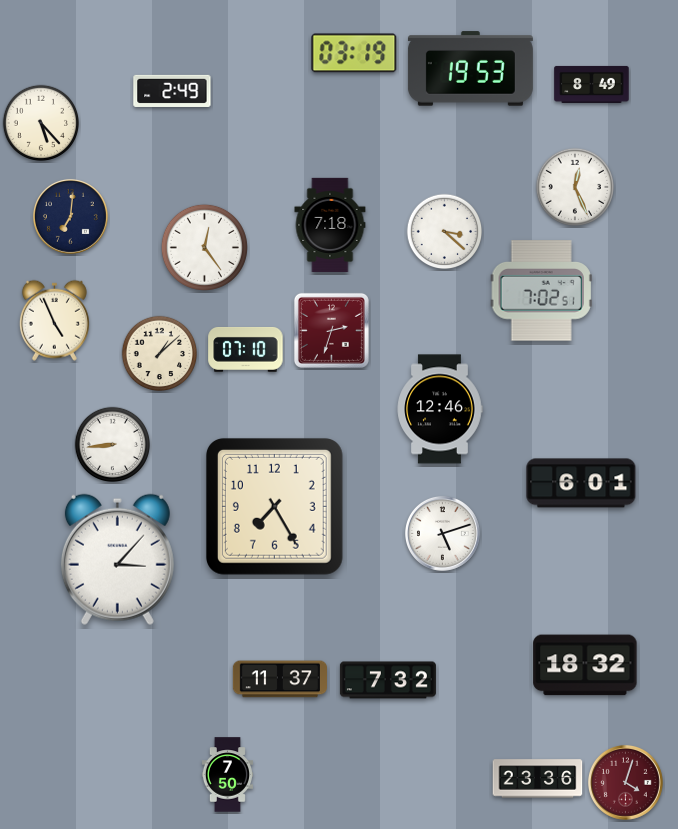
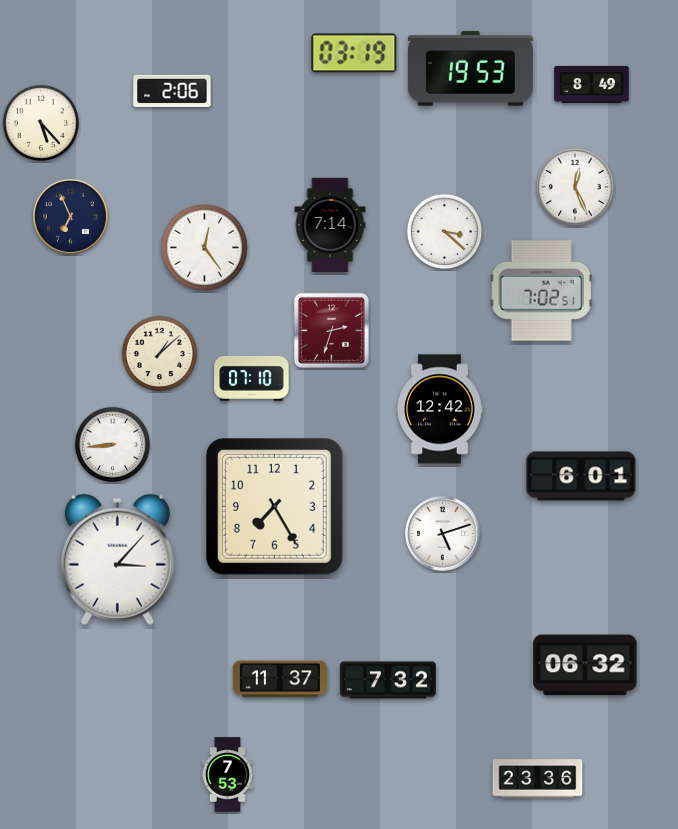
clock at (172, 91): 2:49 -> 2:06
clock at (70, 216): 7:01 -> 6:56
clock at (330, 225): 7:18 -> 7:14
clock at (54, 320): 4:56 -> none
clock at (246, 349) position: (246, 349) -> (252, 378)
clock at (440, 409): 12:46 -> 12:42
clock at (581, 483) position: (581, 483) -> (581, 476)
clock at (585, 665): 18:32 -> 06:32
clock at (227, 775): 7:50 -> 7:53
clock at (625, 782): 4:03 -> none
